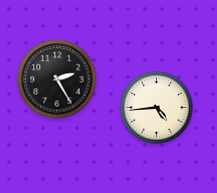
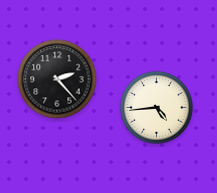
clock at (57, 79): 2:25 -> 2:23
